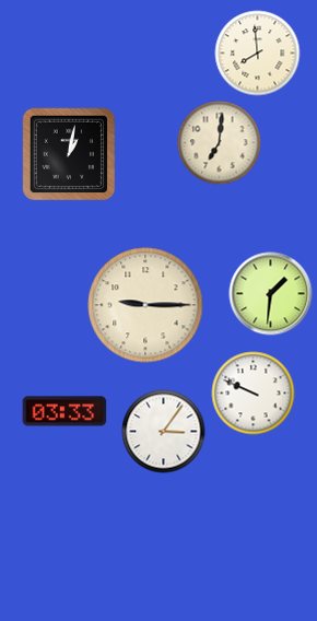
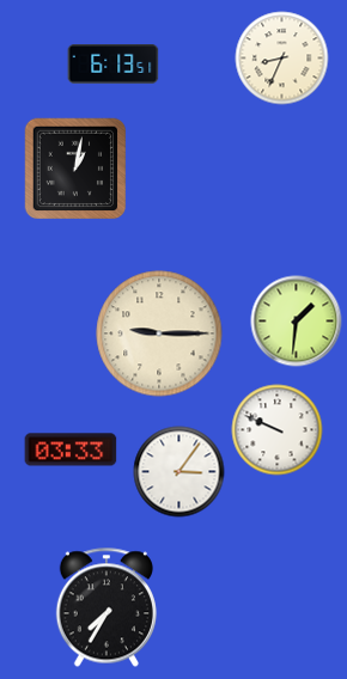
clock at (258, 54): 7:59 -> 8:34
clock at (114, 65): none -> 6:13
clock at (220, 143): 7:01 -> none
clock at (106, 607): none -> 7:35
